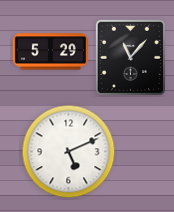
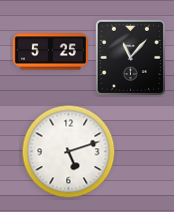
clock at (50, 52): 5:29 -> 5:25
clock at (69, 152): 5:11 -> 5:12
